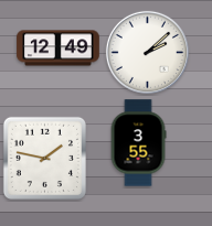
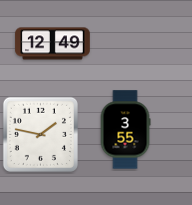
clock at (147, 52): 2:08 -> none
clock at (44, 158) position: (44, 158) -> (40, 134)
